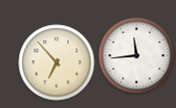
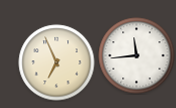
clock at (57, 63): 6:53 -> 6:56
